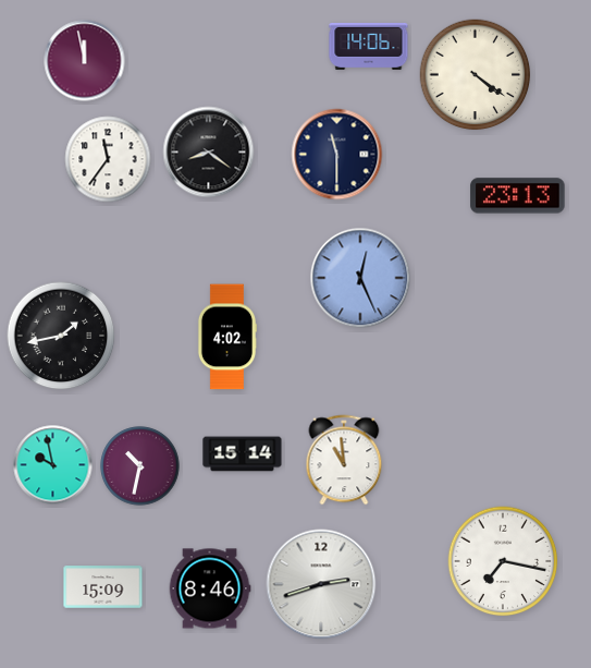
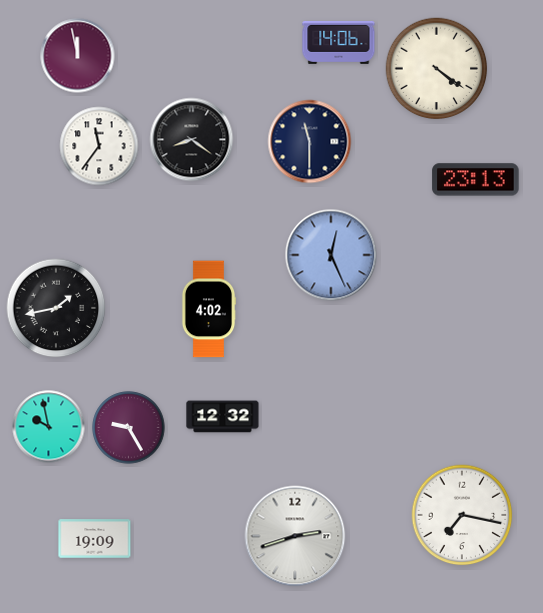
clock at (243, 454): 15:14 -> 12:32
clock at (344, 460): 10:59 -> none
clock at (140, 466): 10:32 -> 9:25
clock at (103, 587): 15:09 -> 19:09
clock at (210, 588): 8:46 -> none
